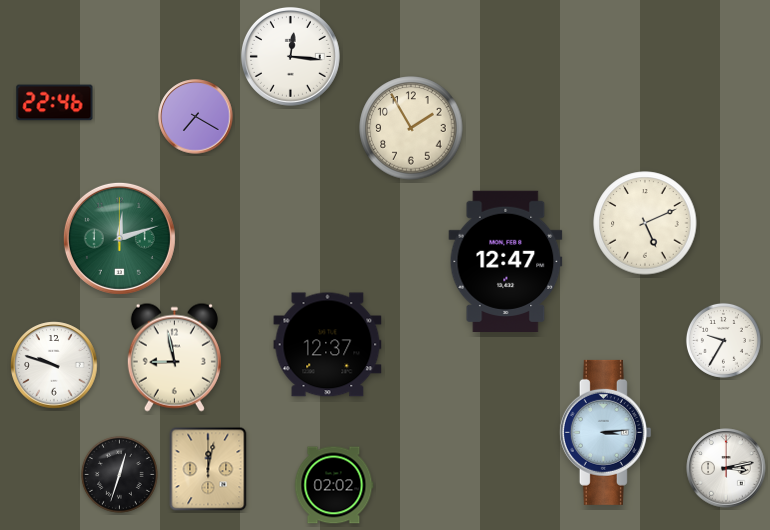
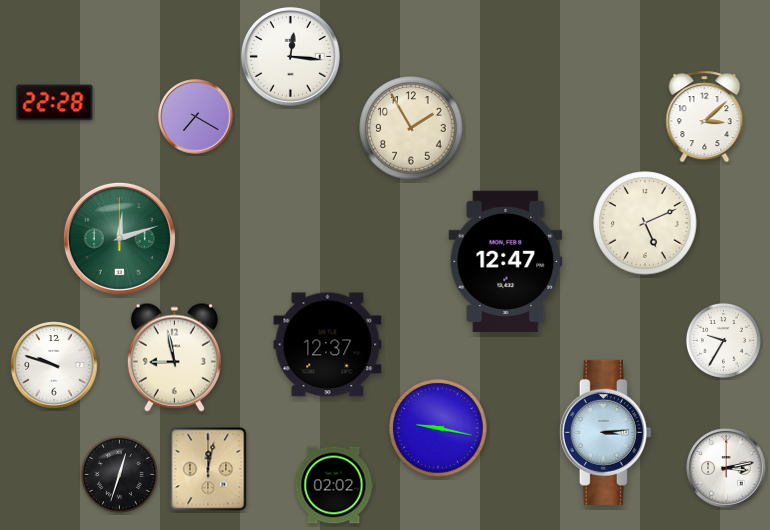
clock at (55, 103): 22:46 -> 22:28
clock at (705, 117): none -> 3:08
clock at (438, 428): none -> 9:17
